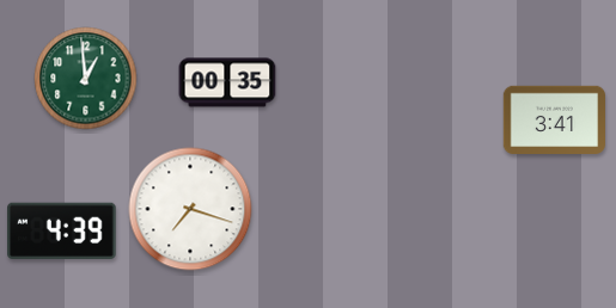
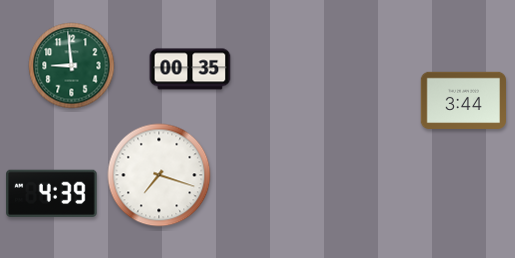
clock at (86, 79): 12:59 -> 8:59
clock at (554, 121): 3:41 -> 3:44
